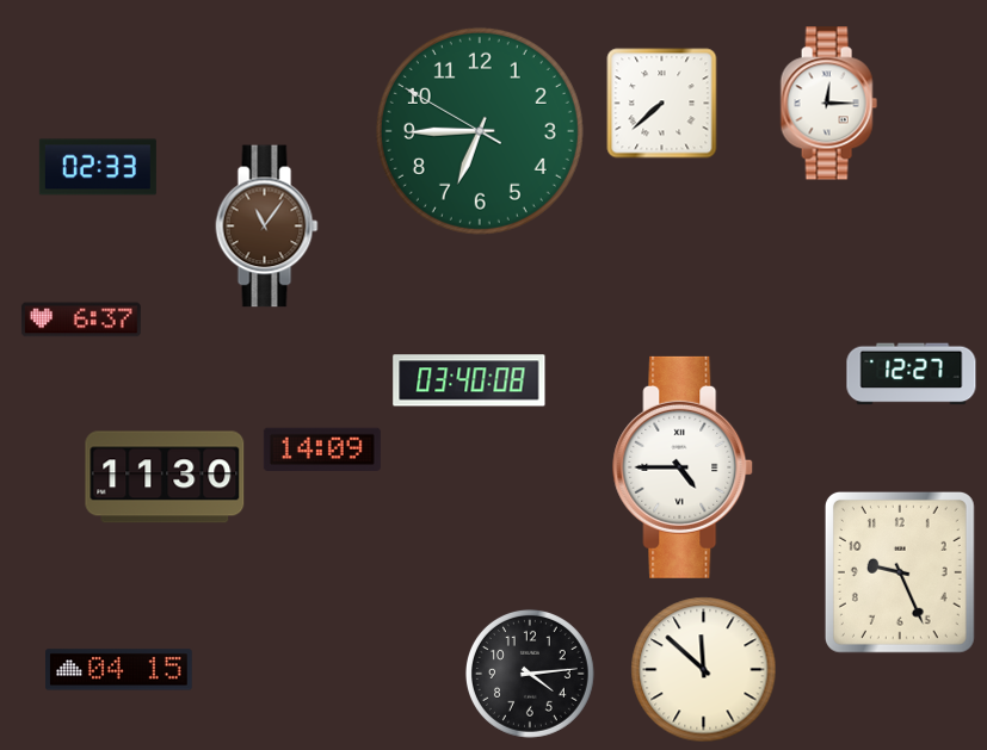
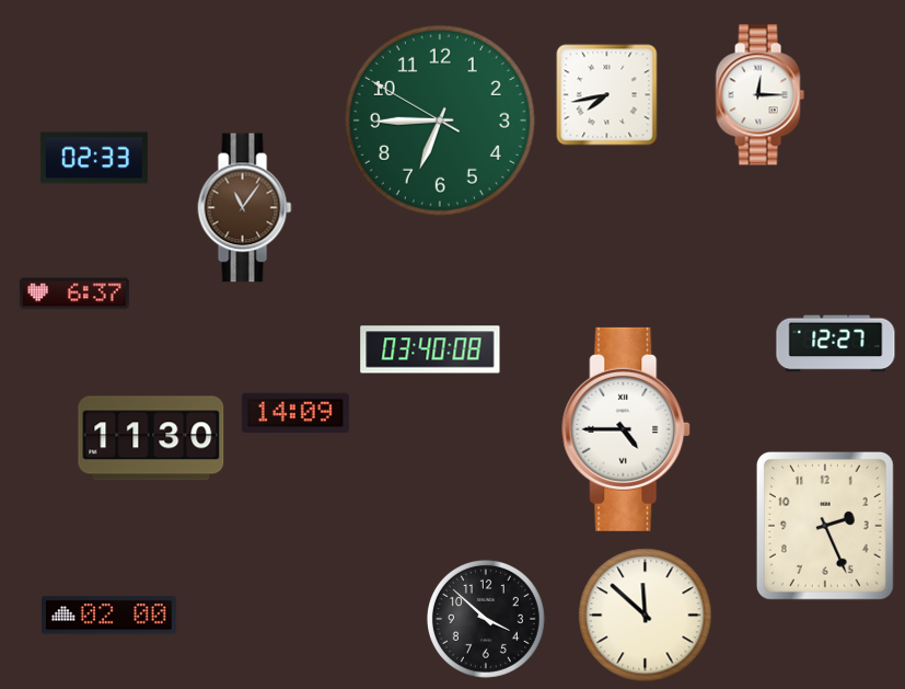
clock at (662, 104): 7:38 -> 7:43
clock at (98, 167) position: (98, 167) -> (94, 158)
clock at (900, 572): 9:26 -> 2:26
clock at (119, 670): 04:15 -> 02:00
clock at (530, 674): 4:14 -> 3:52
